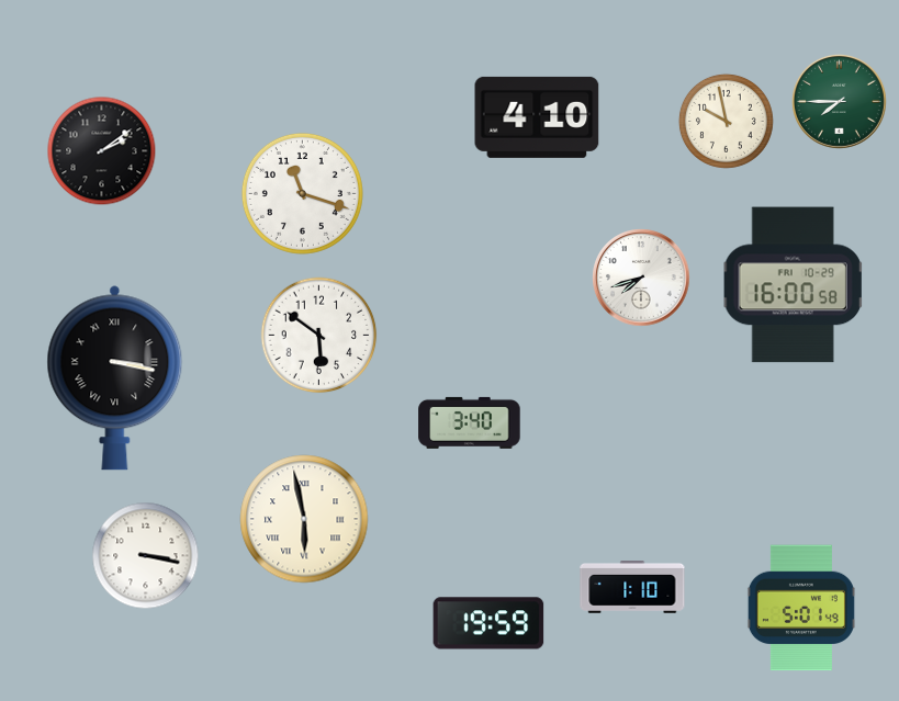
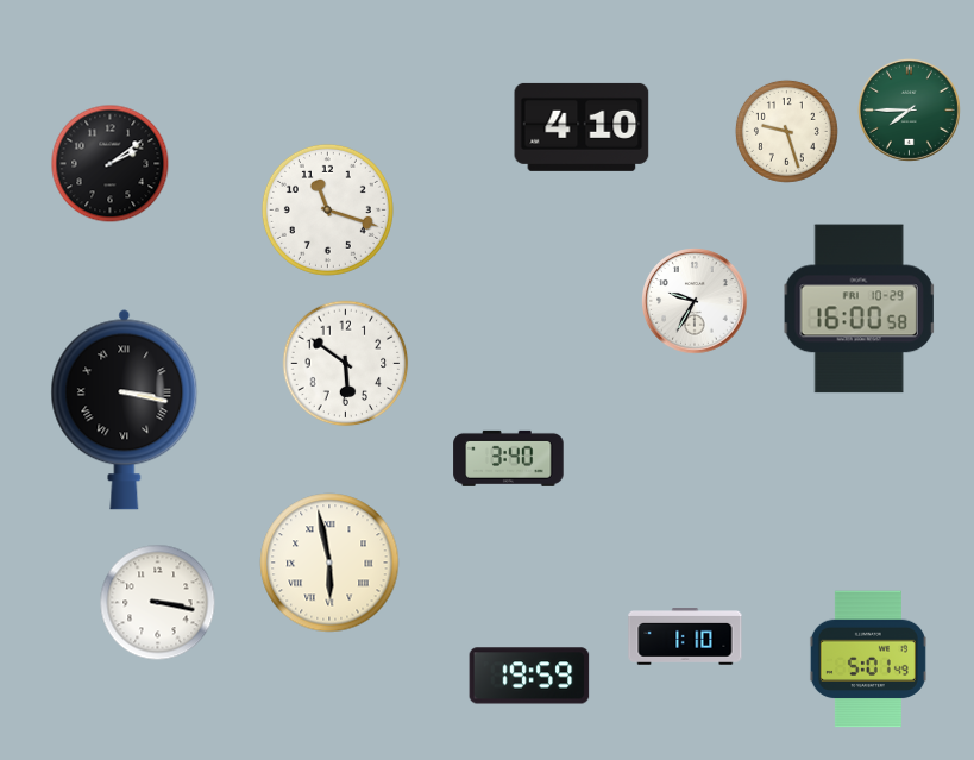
clock at (726, 121): 9:58 -> 9:27
clock at (641, 278): 7:42 -> 9:35
